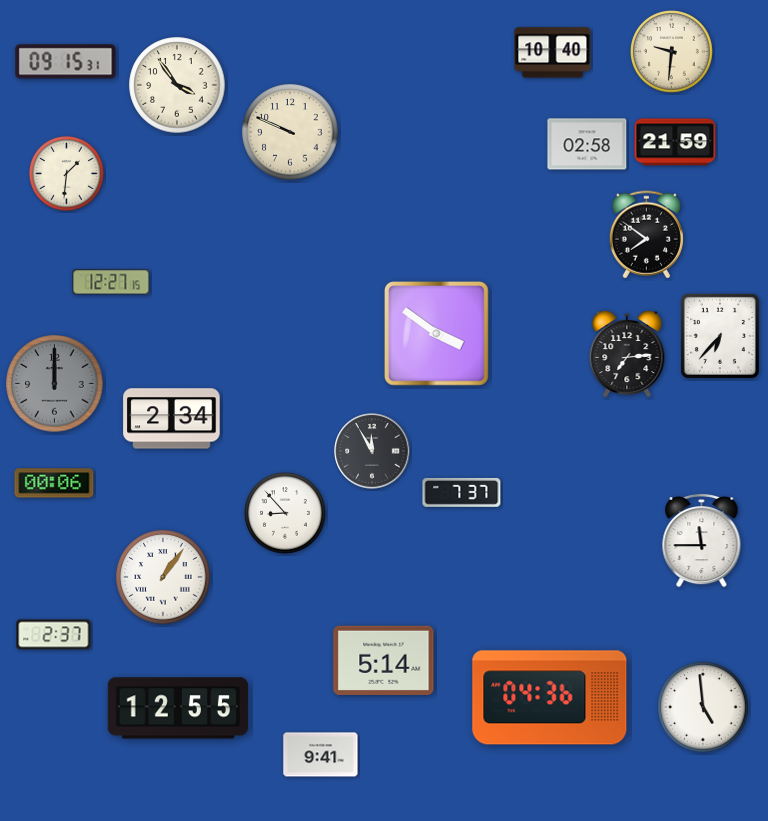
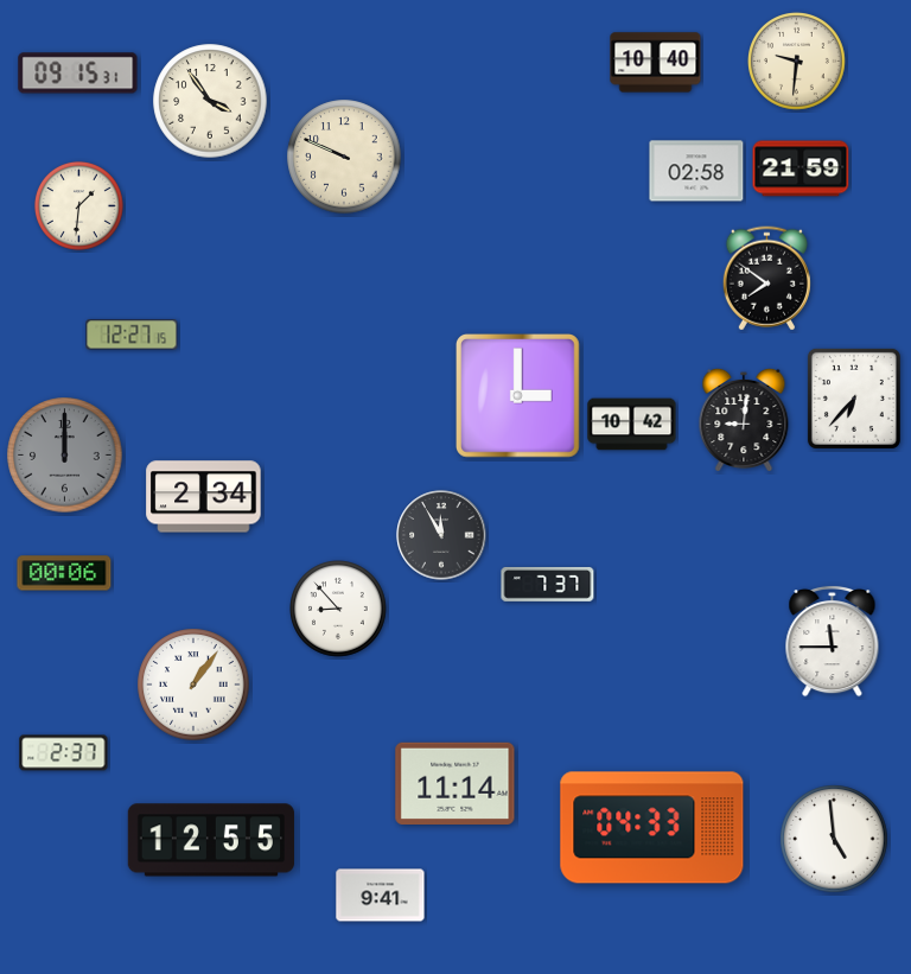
clock at (437, 334): 3:51 -> 3:00
clock at (627, 353): 7:14 -> 9:01
clock at (632, 425): none -> 10:42
clock at (384, 660): 5:14 -> 11:14
clock at (550, 698): 04:36 -> 04:33
